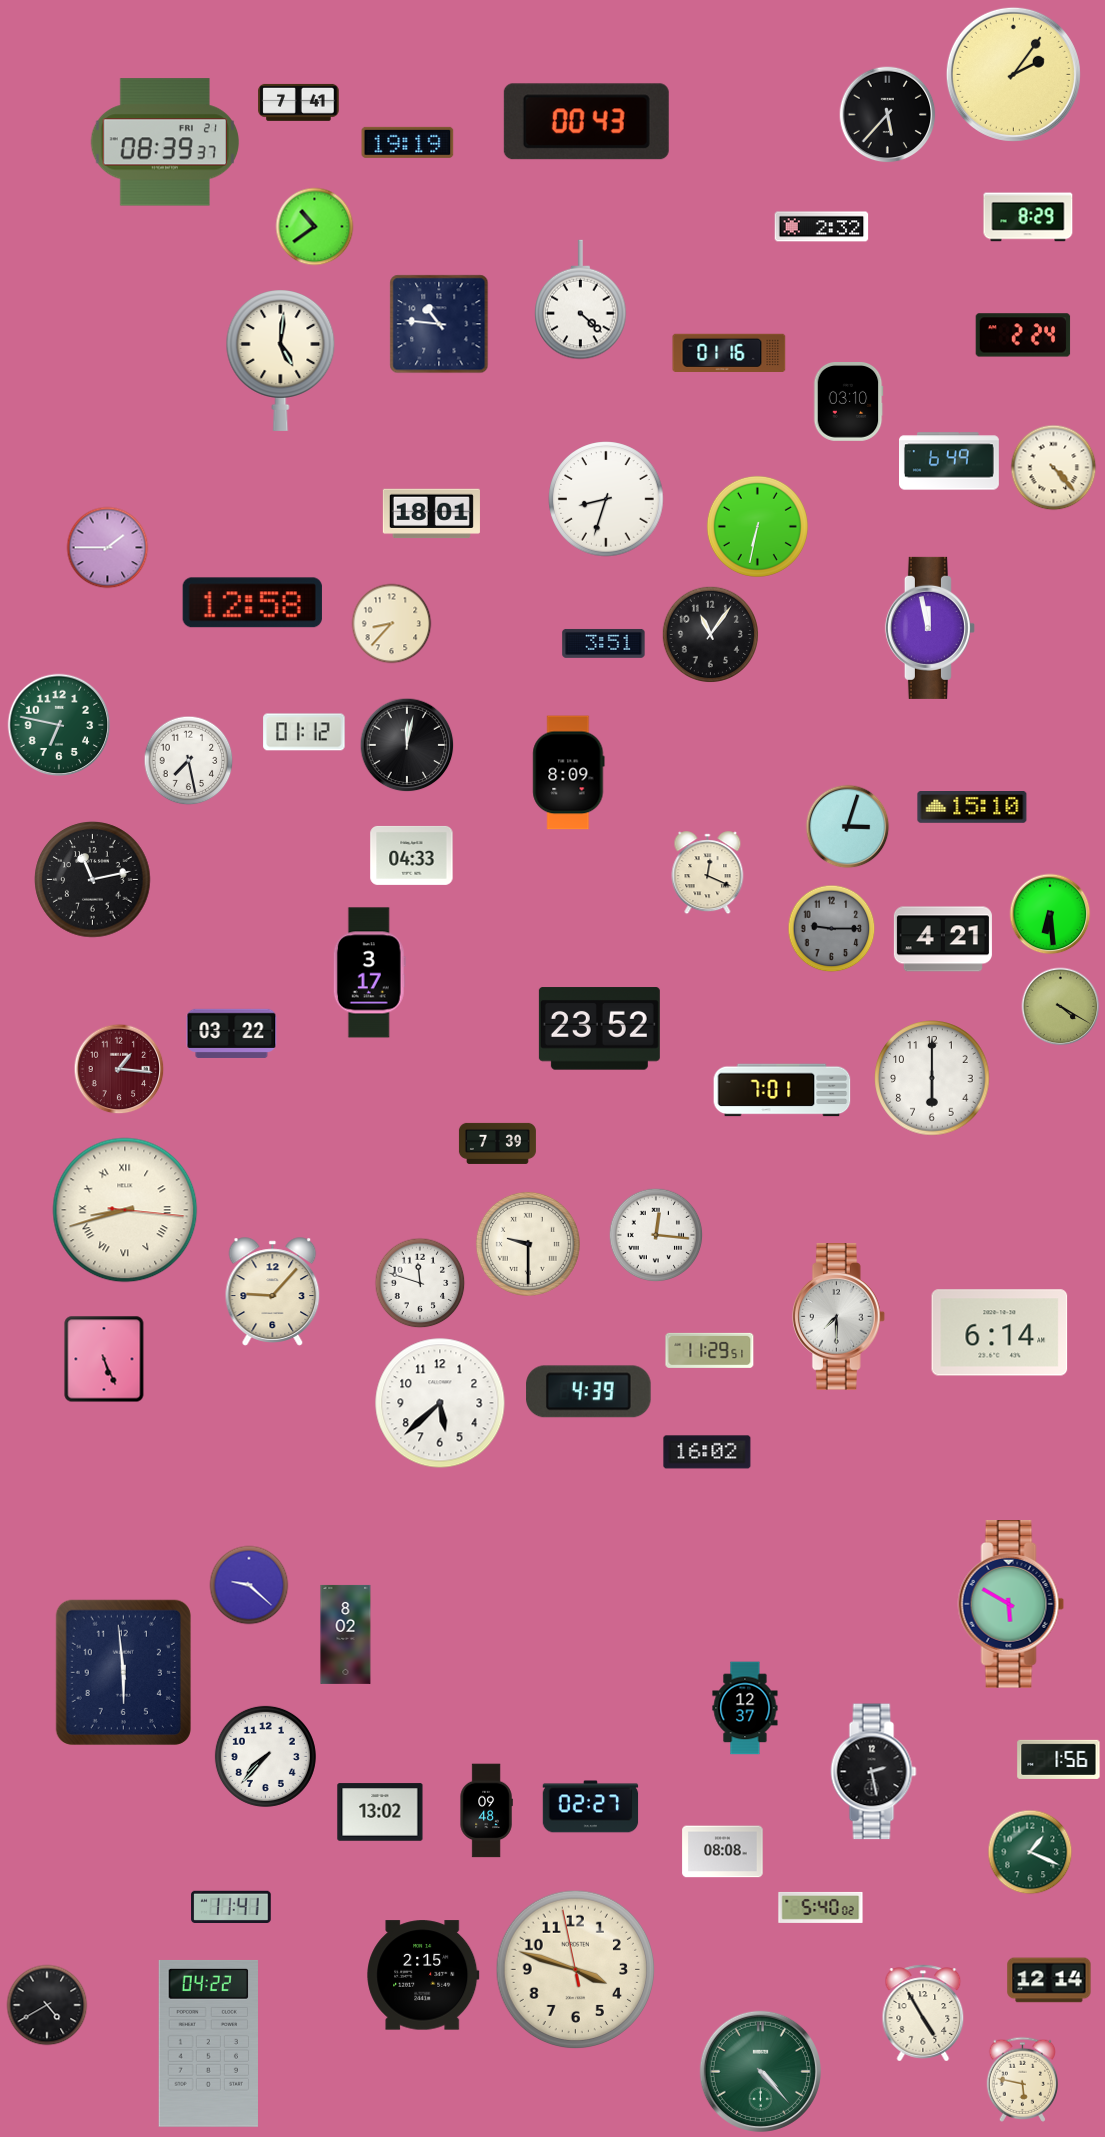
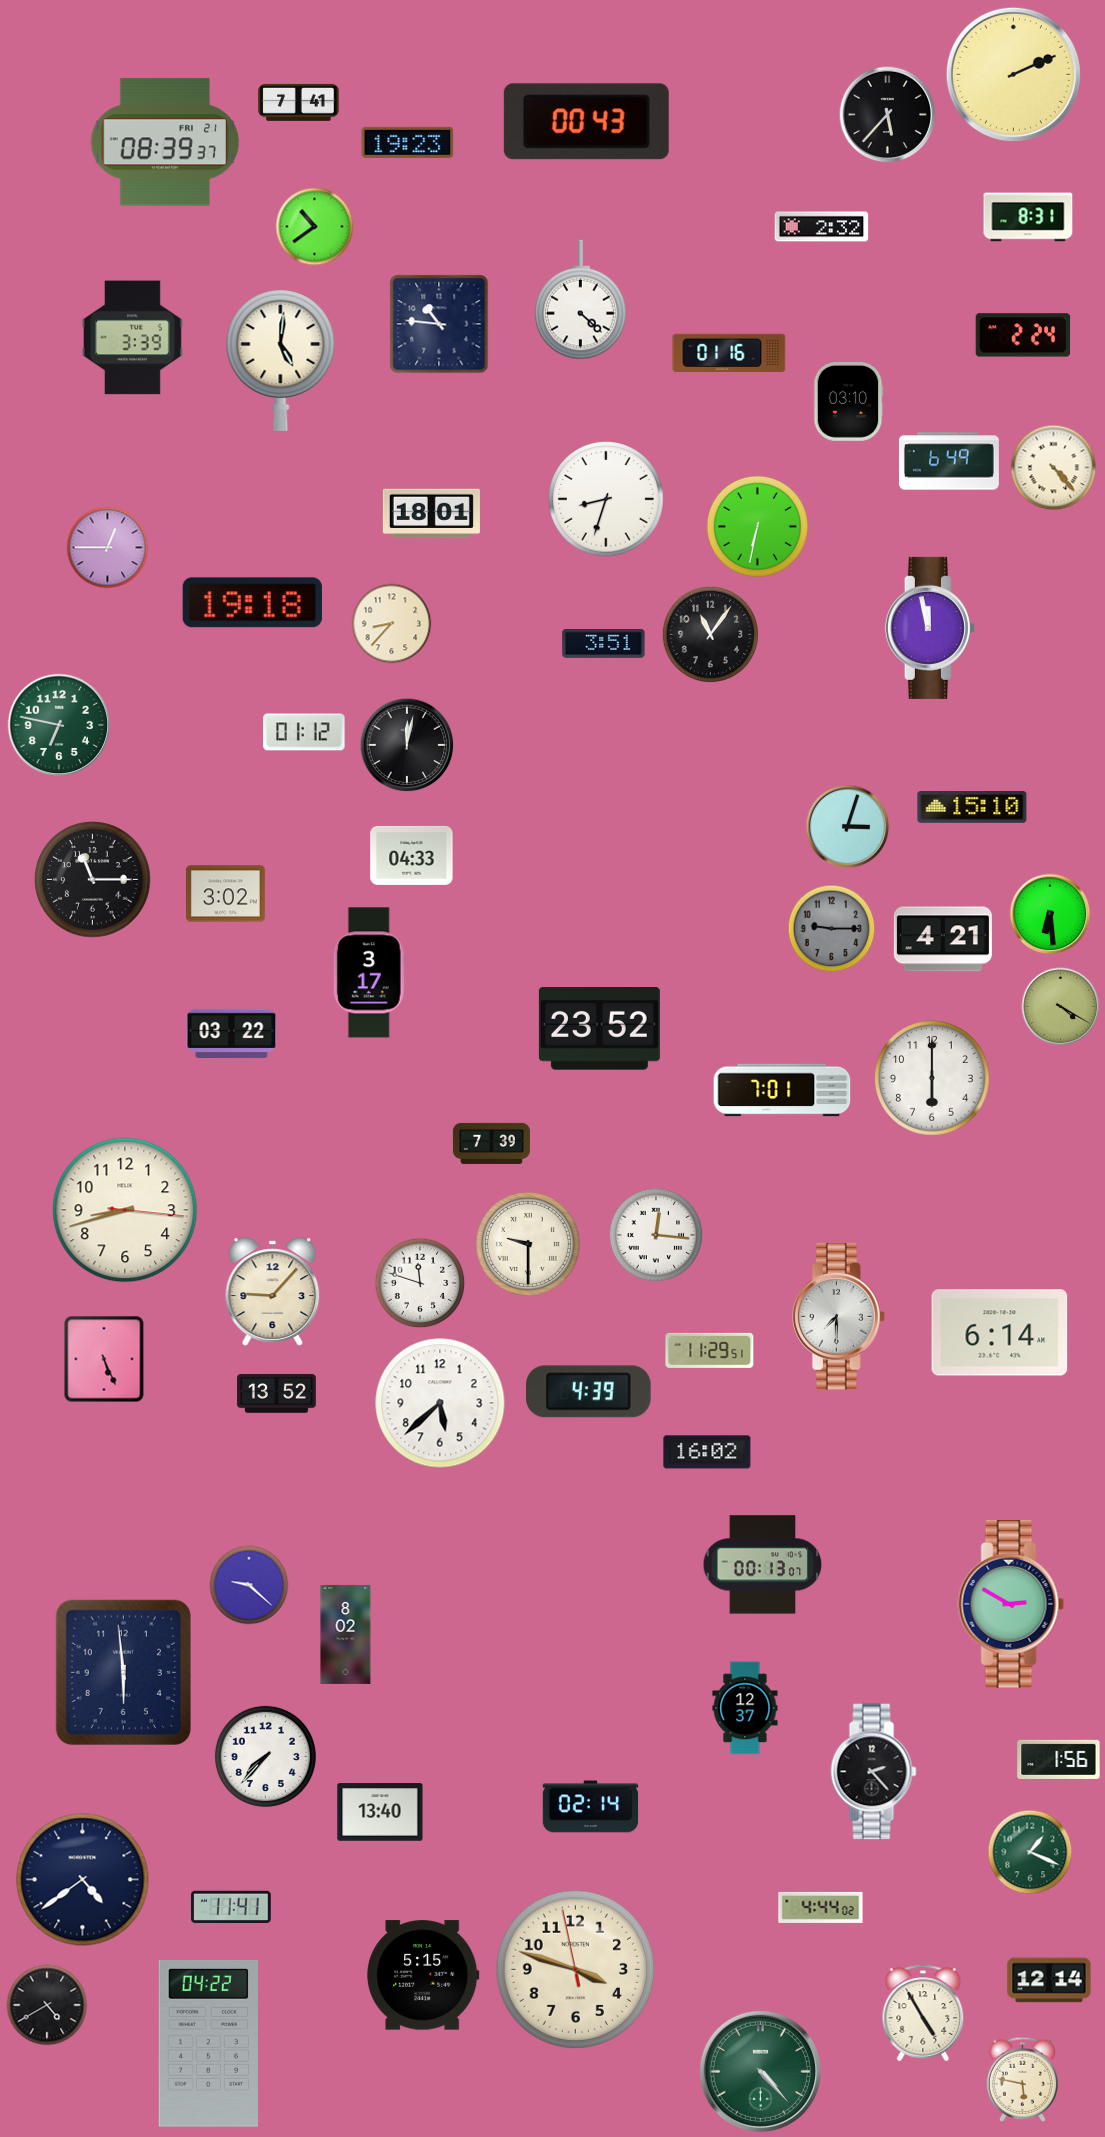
clock at (1013, 74): 2:06 -> 2:11
clock at (408, 142): 19:19 -> 19:23
clock at (1028, 217): 8:29 -> 8:31
clock at (132, 338): none -> 3:39
clock at (108, 548): 1:45 -> 12:45
clock at (252, 603): 12:58 -> 19:18
clock at (189, 761): 7:28 -> none
clock at (569, 773): 8:09 -> none
clock at (708, 873): 12:19 -> none
clock at (93, 880): 11:13 -> 11:15
clock at (226, 894): none -> 3:02
clock at (119, 1069): 1:16 -> none
clock at (497, 1143) position: (497, 1143) -> (491, 1143)
clock at (125, 1210) numerals: Roman -> Arabic
clock at (277, 1394): none -> 13:52
clock at (763, 1565): none -> 00:13
clock at (1011, 1605): 5:50 -> 2:50
clock at (874, 1772): 2:28 -> 2:23
clock at (591, 1807): 02:27 -> 02:14
clock at (486, 1811): 09:48 -> none
clock at (380, 1812): 13:02 -> 13:40
clock at (723, 1852): 08:08 -> none
clock at (83, 1880): none -> 4:39
clock at (821, 1907): 5:40 -> 4:44
clock at (423, 1975): 2:15 -> 5:15
